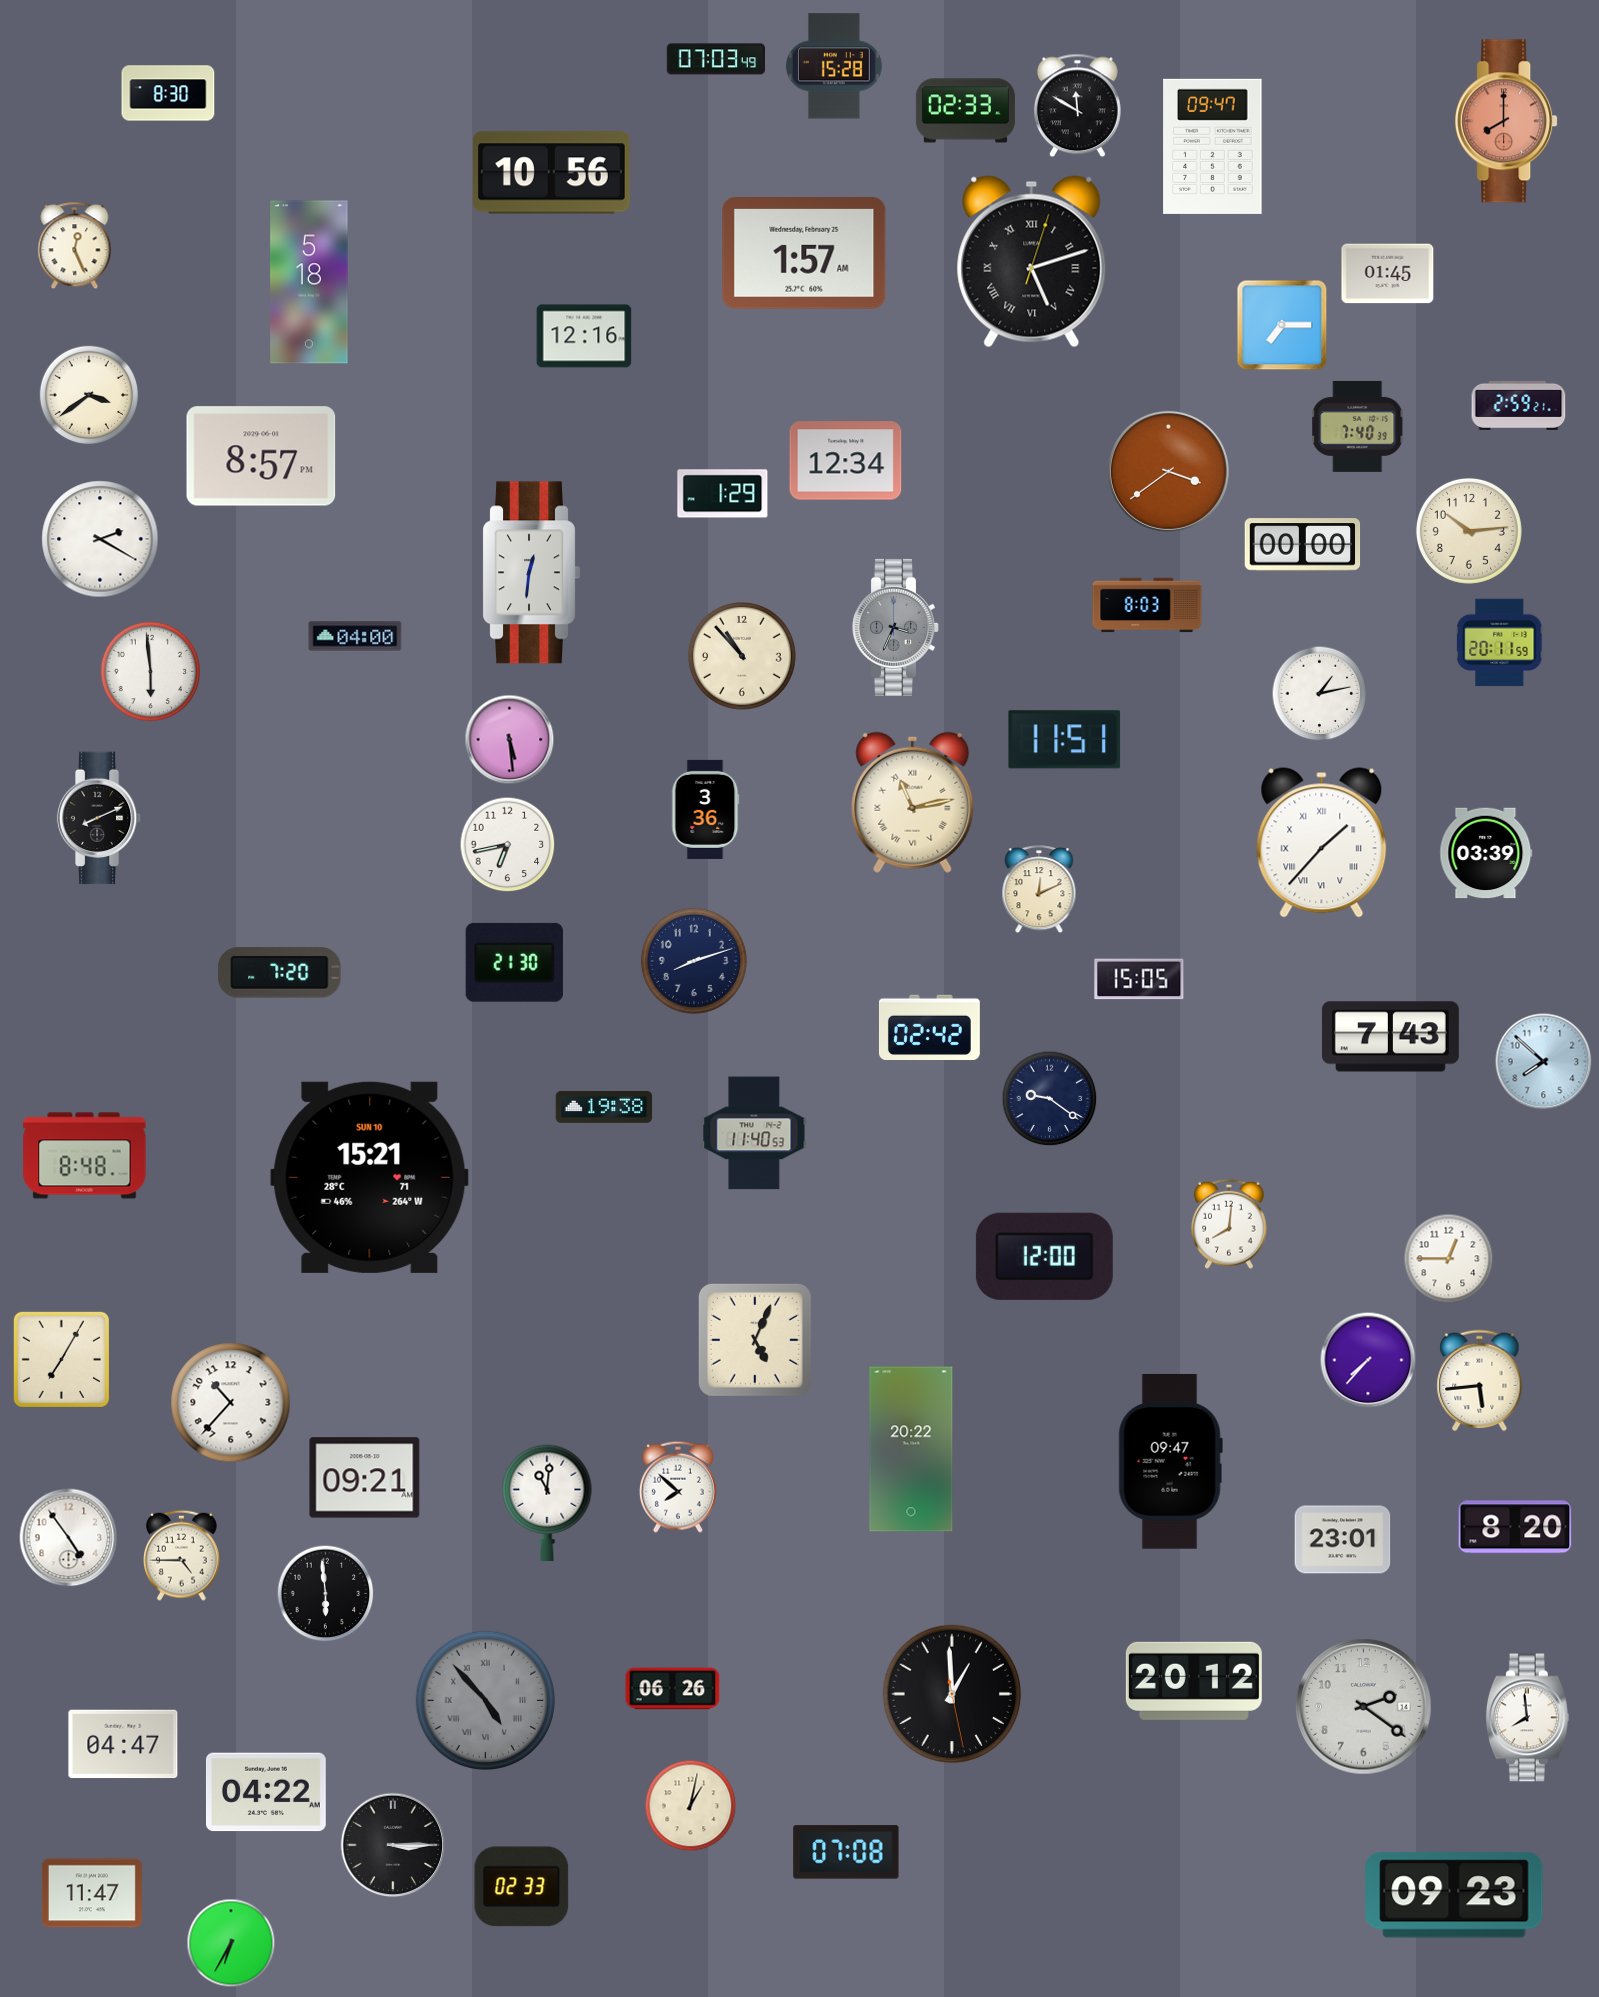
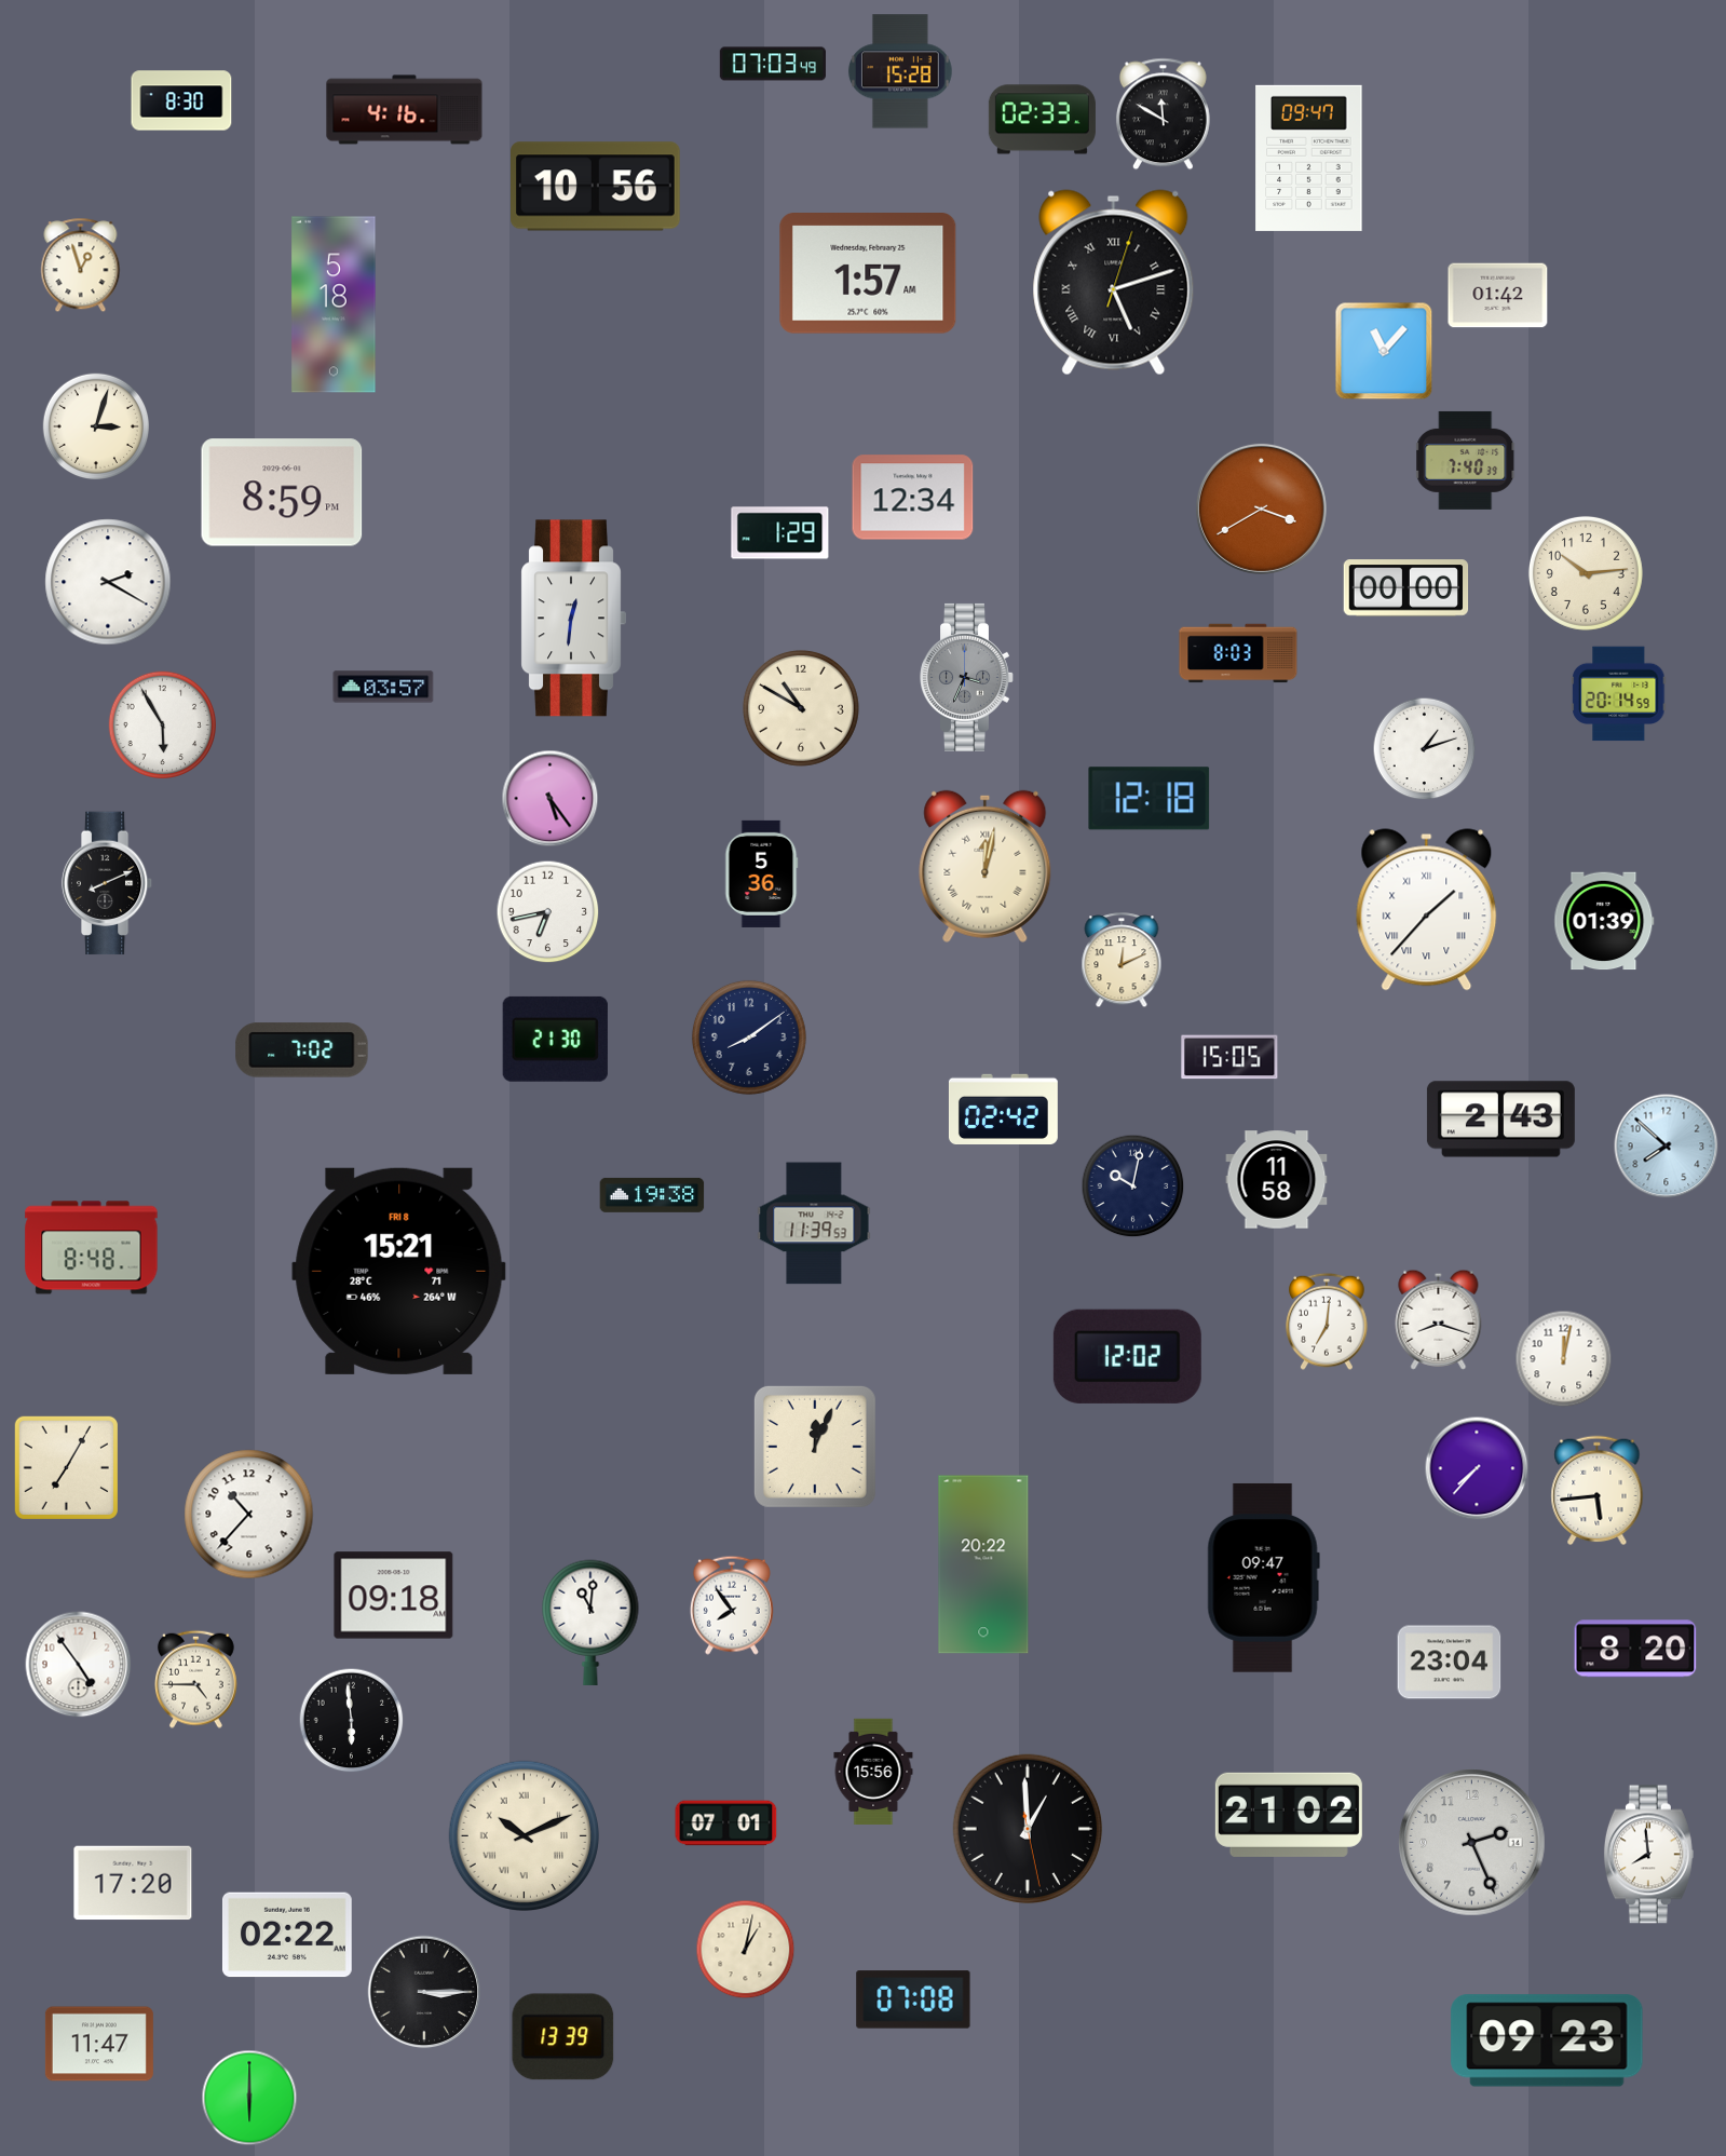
clock at (405, 110): none -> 4:16
clock at (1506, 121): 8:00 -> none
clock at (75, 246): 12:26 -> 12:57
clock at (1388, 274): 01:45 -> 01:42
clock at (1282, 325): 7:15 -> 11:07
clock at (584, 336): 12:16 -> none
clock at (89, 395): 3:39 -> 3:03
clock at (1519, 405): 2:59 -> none
clock at (261, 456): 8:57 -> 8:59
clock at (1168, 471): 3:39 -> 3:40
clock at (355, 636): 04:00 -> 03:57
clock at (1500, 643): 20:11 -> 20:14
clock at (742, 656): 10:53 -> 10:50
clock at (150, 671): 5:59 -> 5:55
clock at (1320, 694): 1:13 -> 1:12
clock at (510, 740): 5:29 -> 5:24
clock at (1065, 740): 11:51 -> 12:18
clock at (913, 802): 11:13 -> 12:02
clock at (706, 809): 3:36 -> 5:36
clock at (1486, 853): 03:39 -> 01:39
clock at (694, 961): 8:12 -> 8:09
clock at (280, 973): 7:20 -> 7:02
clock at (1390, 1037): 7:43 -> 2:43
clock at (1277, 1180): none -> 11:58
clock at (1050, 1099): 9:21 -> 10:02
clock at (754, 1133): 11:40 -> 11:39
clock at (370, 1177) date: SUN 10 -> FRI 8
clock at (1439, 1319): none -> 8:18
clock at (1229, 1224): 8:01 -> 7:01
clock at (1044, 1256): 12:00 -> 12:02
clock at (1449, 1259): 12:45 -> 12:02
clock at (755, 1340): 5:04 -> 12:04
clock at (365, 1478): 09:21 -> 09:18
clock at (678, 1487): 7:52 -> 7:54
clock at (69, 1538) position: (69, 1538) -> (79, 1665)
clock at (1343, 1540): 23:01 -> 23:04
clock at (873, 1771): none -> 15:56
clock at (1194, 1681): 20:12 -> 21:02
clock at (673, 1689): 06:26 -> 07:01
clock at (485, 1700): 4:53 -> 10:11
clock at (485, 1700) dial: grey -> cream
clock at (1364, 1707): 2:21 -> 2:26
clock at (123, 1744): 04:47 -> 17:20
clock at (266, 1792): 04:22 -> 02:22
clock at (522, 1887): 02:33 -> 13:39
clock at (1454, 1895) position: (1454, 1895) -> (1547, 2040)
clock at (231, 1943): 6:35 -> 6:00
